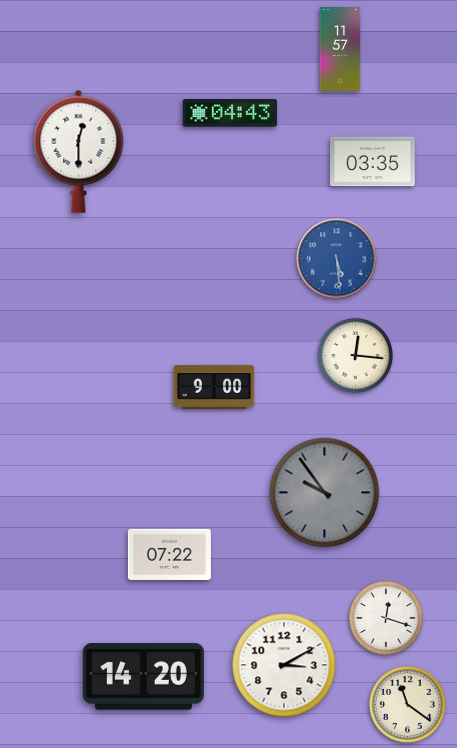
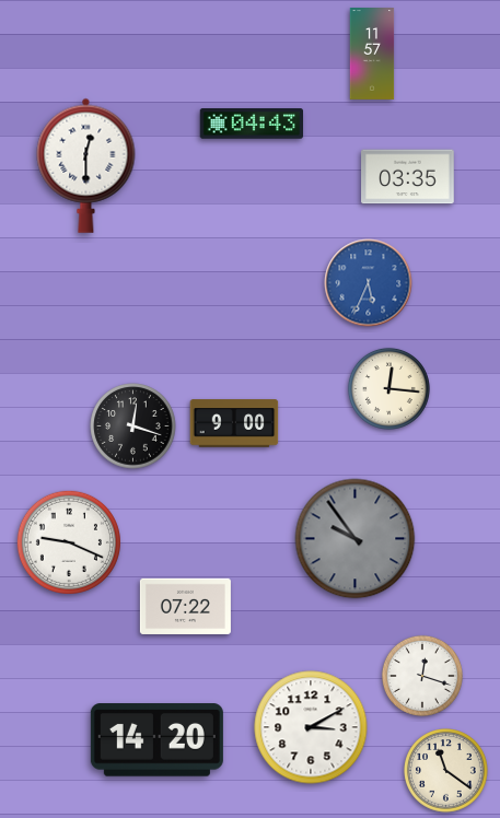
clock at (337, 259): 5:29 -> 5:34
clock at (133, 426): none -> 12:18
clock at (69, 542): none -> 9:19
